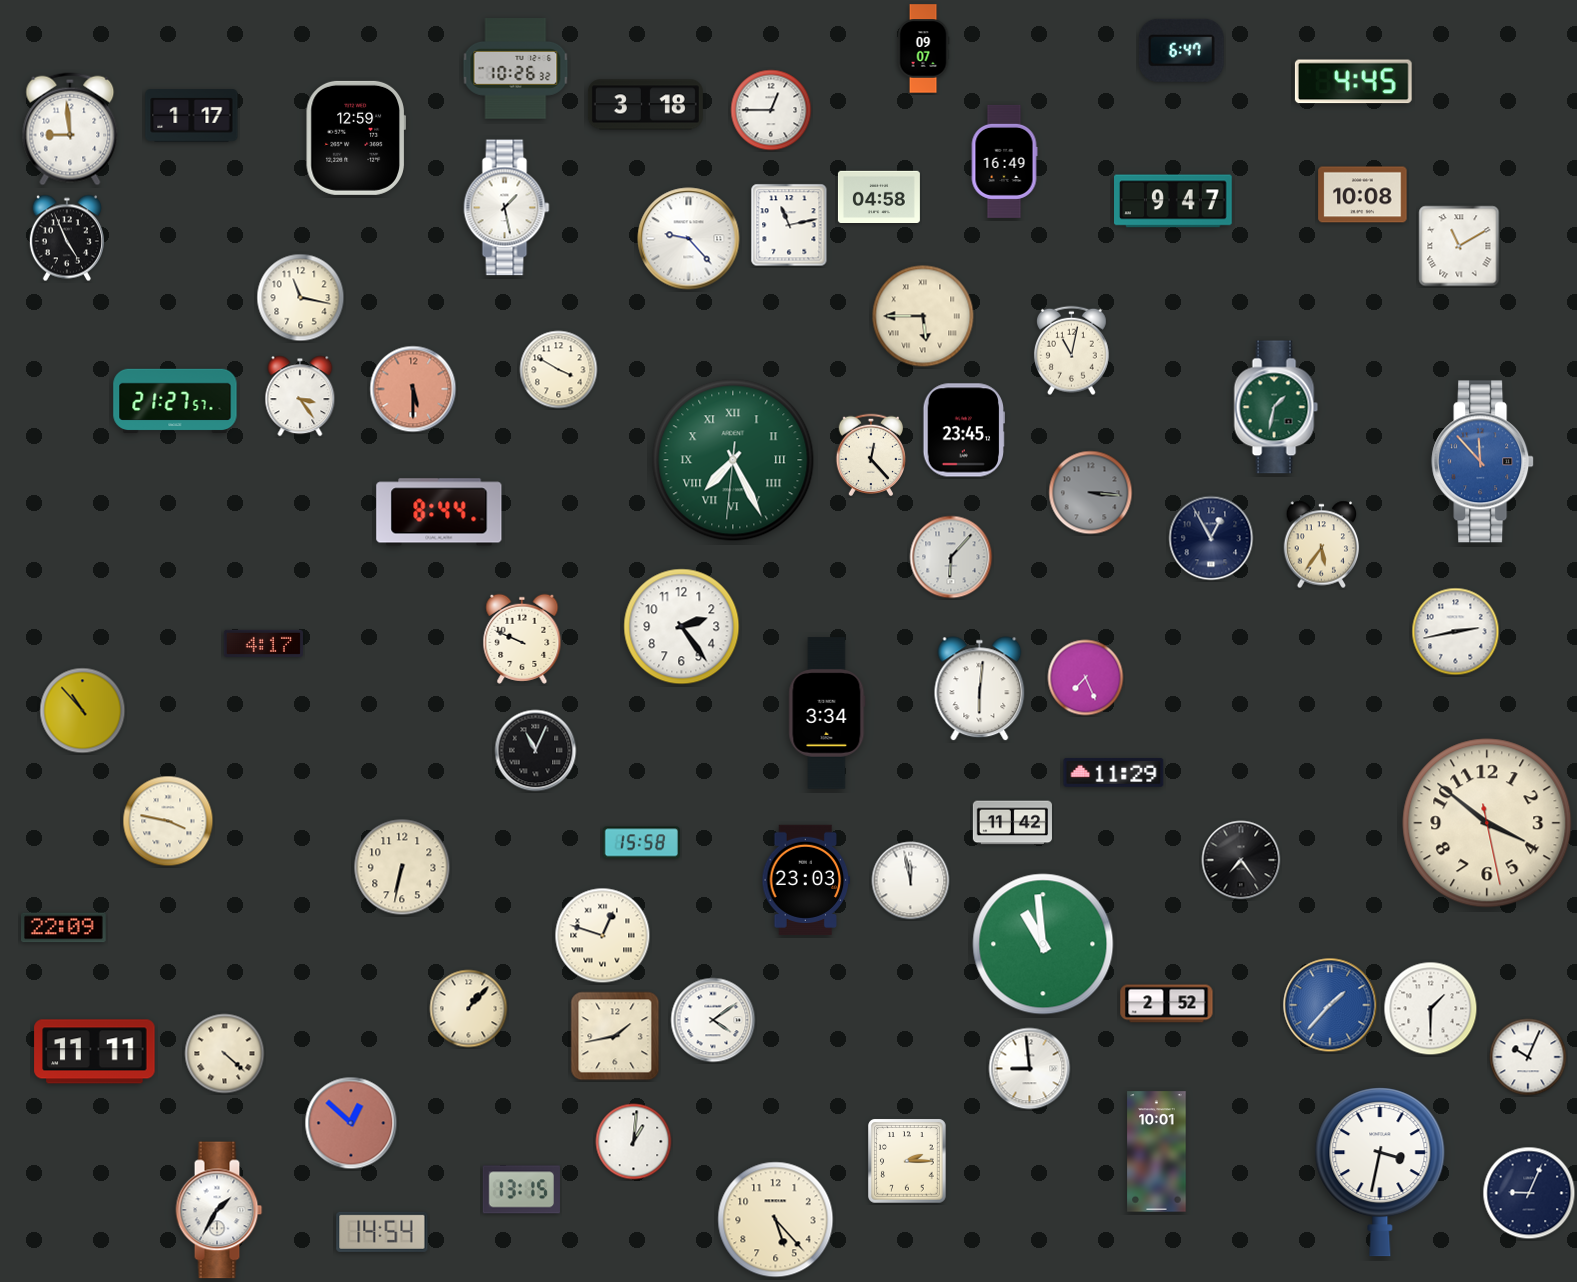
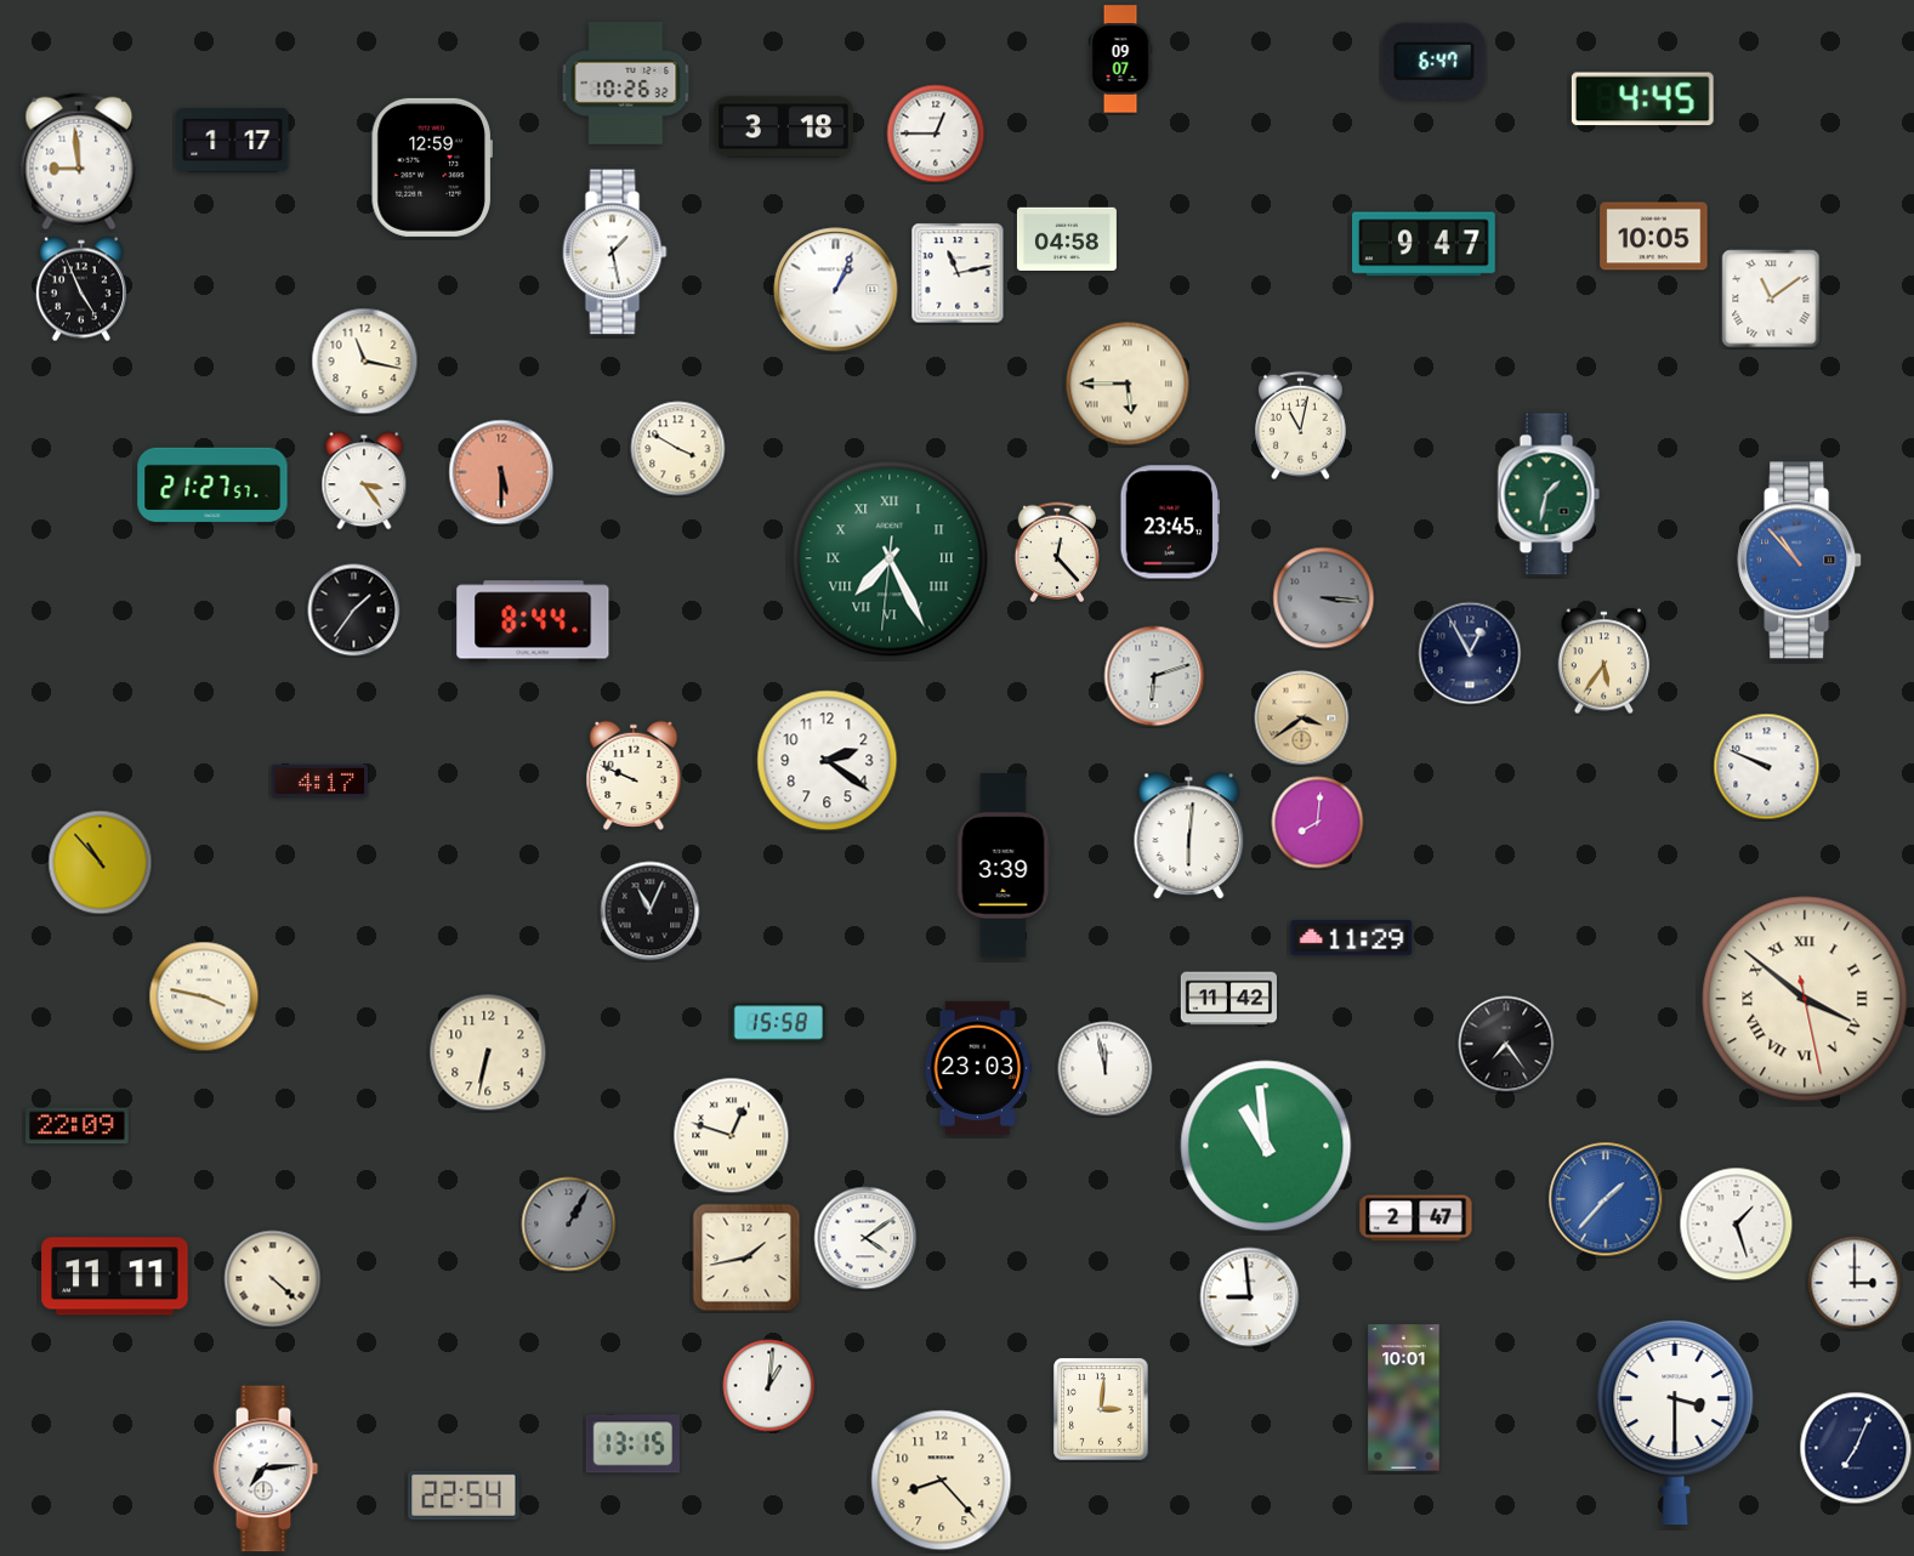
clock at (70, 129) position: (70, 129) -> (79, 161)
clock at (1004, 161): 16:49 -> none
clock at (1363, 195): 10:08 -> 10:05
clock at (689, 239): 9:23 -> 1:04
clock at (1459, 246): 11:10 -> 11:09
clock at (923, 316) position: (923, 316) -> (1128, 384)
clock at (1483, 462): 11:53 -> 10:53
clock at (354, 611): none -> 1:36
clock at (951, 557): 6:07 -> 6:12
clock at (1302, 719): none -> 3:39
clock at (682, 627): 2:24 -> 2:21
clock at (1456, 632): 2:43 -> 9:49
clock at (1086, 678): 7:26 -> 8:01
clock at (827, 713): 3:34 -> 3:39
clock at (1487, 823) numerals: Arabic -> Roman
clock at (1167, 1004): 2:52 -> 2:47
clock at (1330, 1005) position: (1330, 1005) -> (1606, 1199)
clock at (469, 1009): 1:07 -> 1:05
clock at (469, 1009) dial: cream -> grey
clock at (1431, 1009): 1:30 -> 1:27
clock at (1528, 1057): 10:04 -> 3:00
clock at (351, 1123): 12:52 -> none
clock at (907, 1161): 2:15 -> 3:01
clock at (1380, 1172): 3:32 -> 3:30
clock at (1529, 1193): 9:04 -> 7:04
clock at (219, 1210): 1:35 -> 7:14
clock at (776, 1220): 5:23 -> 8:23
clock at (382, 1232): 14:54 -> 22:54
